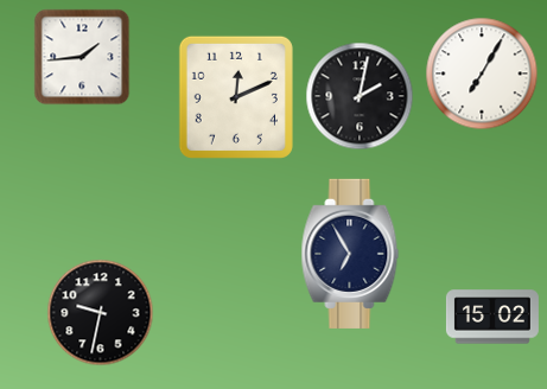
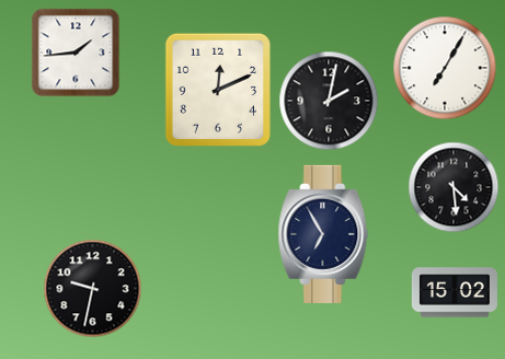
clock at (360, 96) position: (360, 96) -> (329, 101)
clock at (454, 187): none -> 4:29
